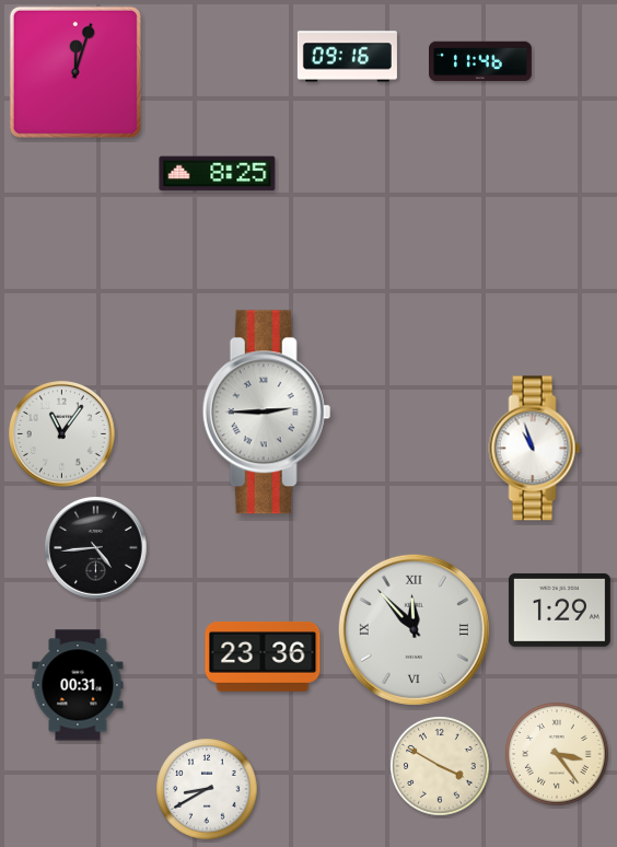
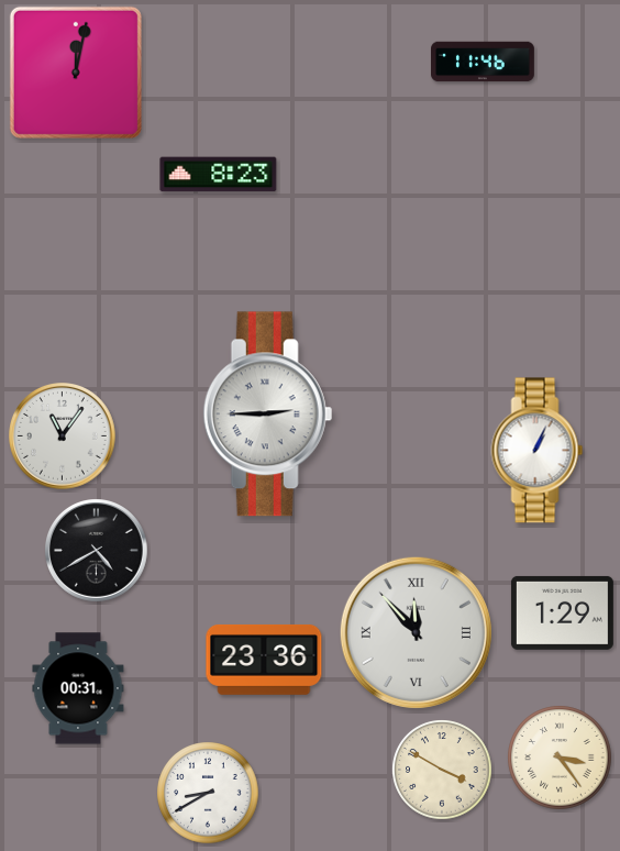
clock at (347, 57): 09:16 -> none
clock at (75, 72): 12:03 -> 12:02
clock at (218, 174): 8:25 -> 8:23
clock at (535, 449): 10:57 -> 1:04
clock at (96, 548): 4:44 -> 4:40
